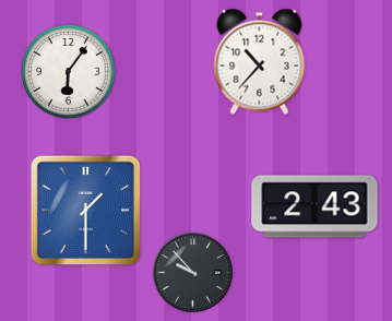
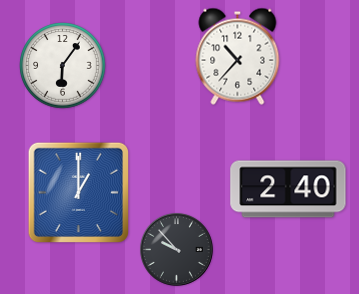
clock at (314, 206): 2:43 -> 2:40
clock at (85, 210): 1:30 -> 1:00
